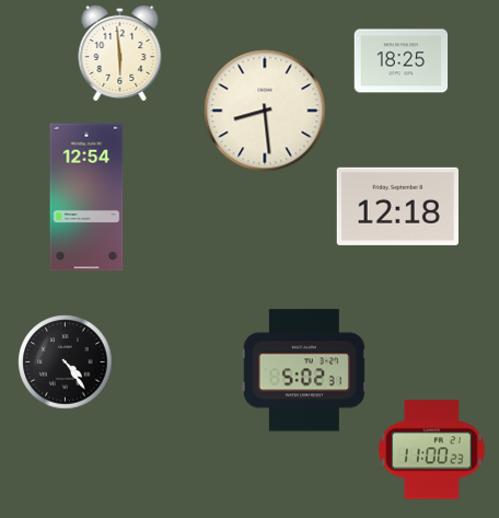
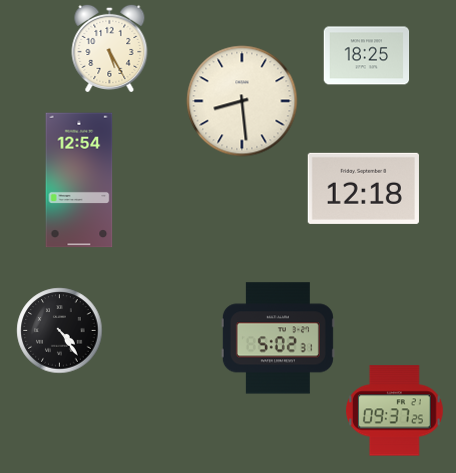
clock at (120, 53): 5:59 -> 5:25
clock at (432, 450): 11:00 -> 09:37
